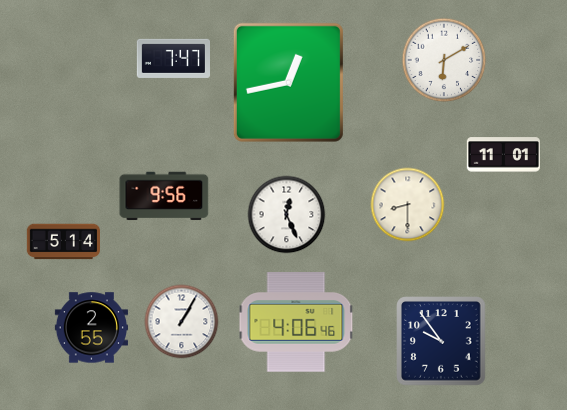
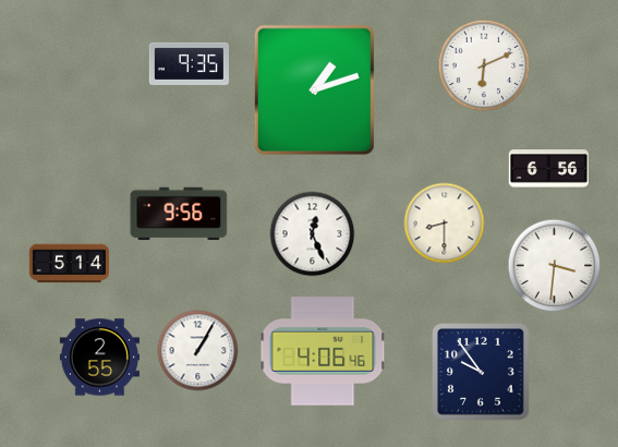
clock at (173, 58): 7:47 -> 9:35
clock at (444, 60): 6:10 -> 6:11
clock at (288, 82): 12:43 -> 1:12
clock at (503, 155): 11:01 -> 6:56
clock at (555, 266): none -> 3:31
